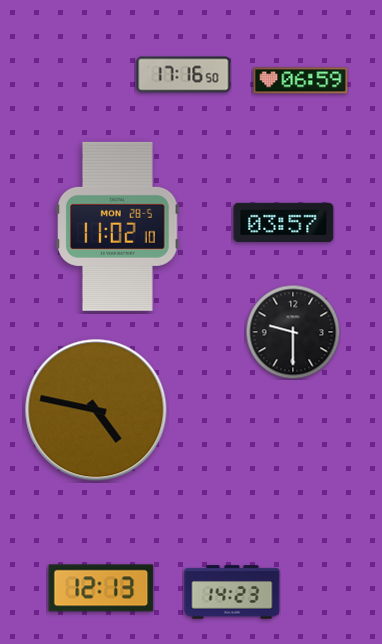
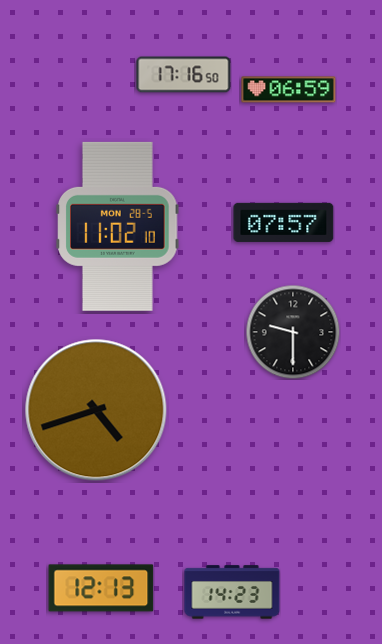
clock at (301, 81) position: (301, 81) -> (289, 90)
clock at (284, 222): 03:57 -> 07:57
clock at (96, 410): 4:47 -> 4:42
